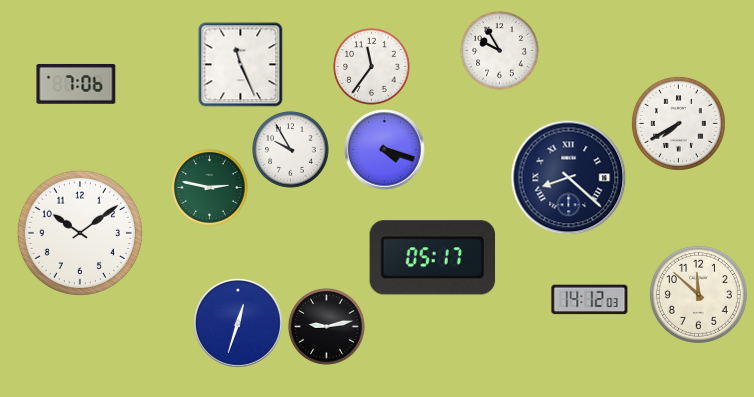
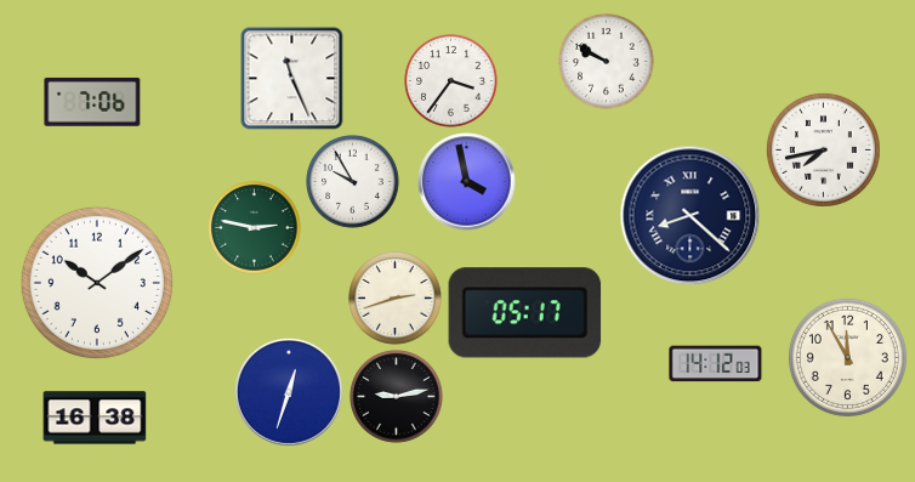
clock at (500, 51): 9:55 -> 9:50
clock at (372, 67): 11:36 -> 3:36
clock at (678, 123): 7:40 -> 7:43
clock at (385, 150): 4:18 -> 3:58
clock at (396, 299): none -> 2:42
clock at (698, 294): 11:52 -> 11:55
clock at (95, 418): none -> 16:38
